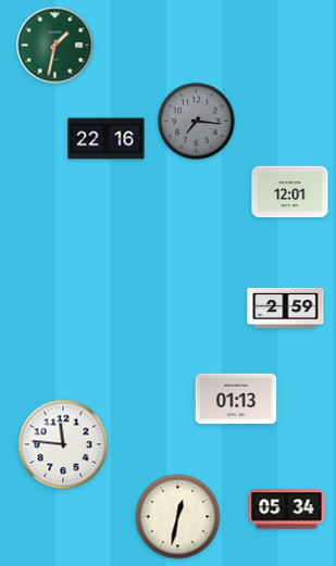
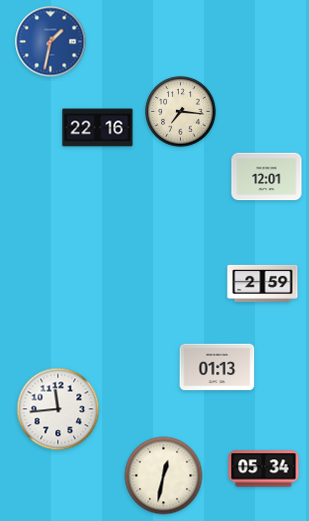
clock at (55, 46) dial: green -> blue
clock at (197, 122) dial: grey -> cream
clock at (63, 444): 11:46 -> 11:44
